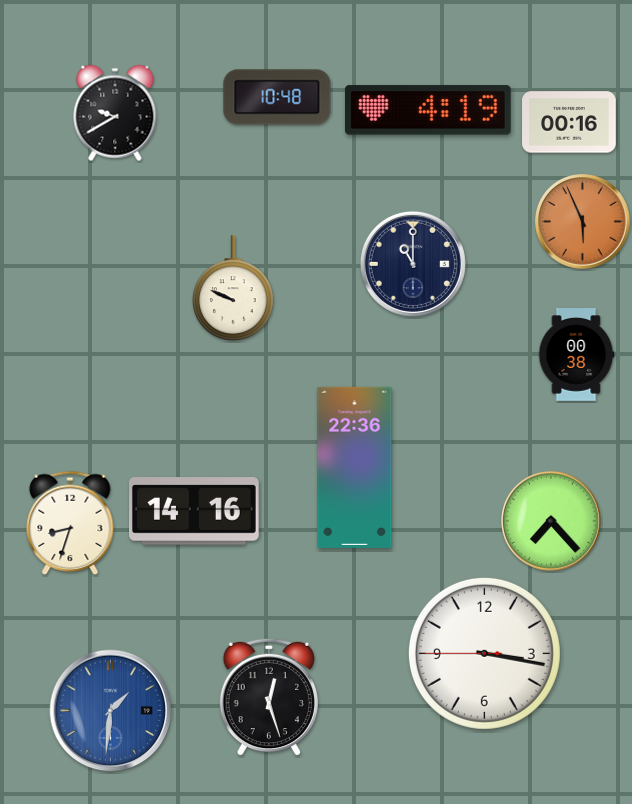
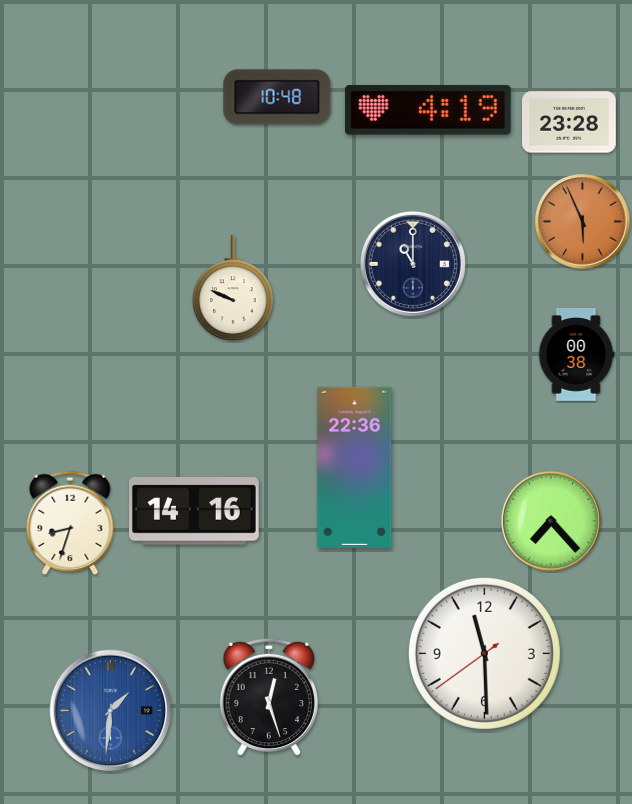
clock at (115, 113): 9:40 -> none
clock at (569, 122): 00:16 -> 23:28
clock at (484, 653): 3:16 -> 11:29
